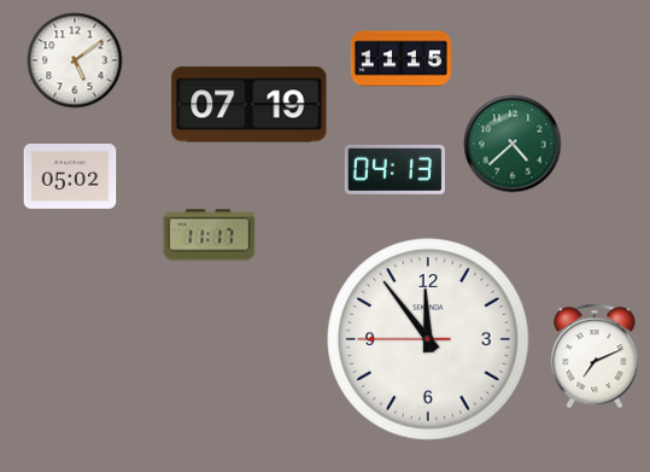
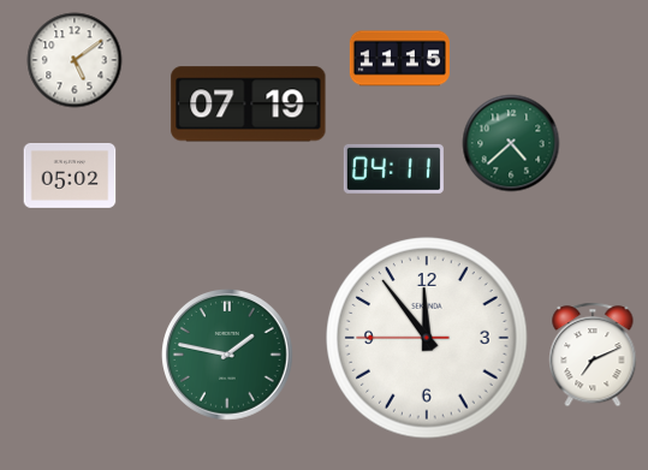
clock at (394, 169): 04:13 -> 04:11
clock at (210, 235): 11:17 -> none
clock at (228, 356): none -> 1:47
